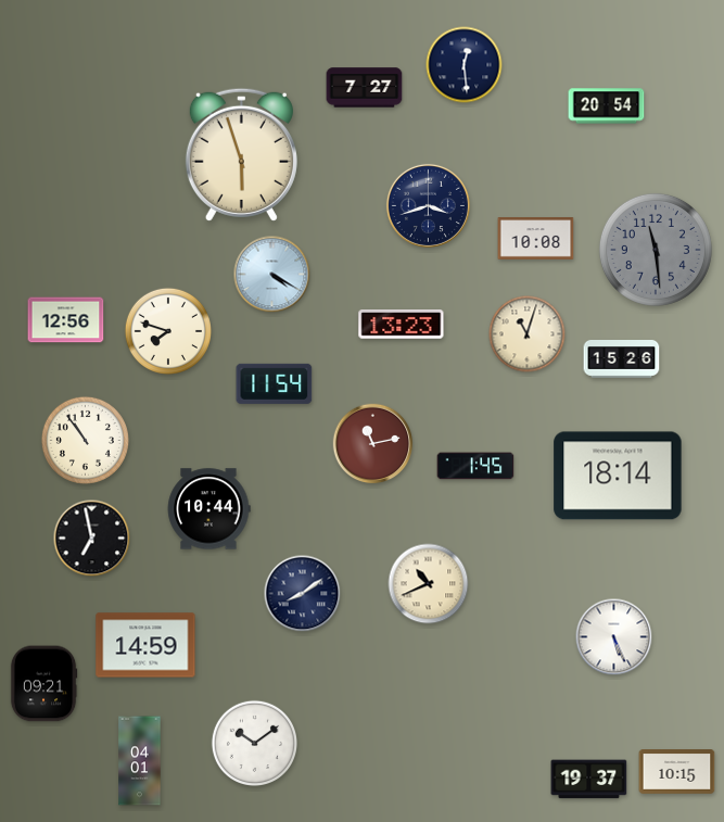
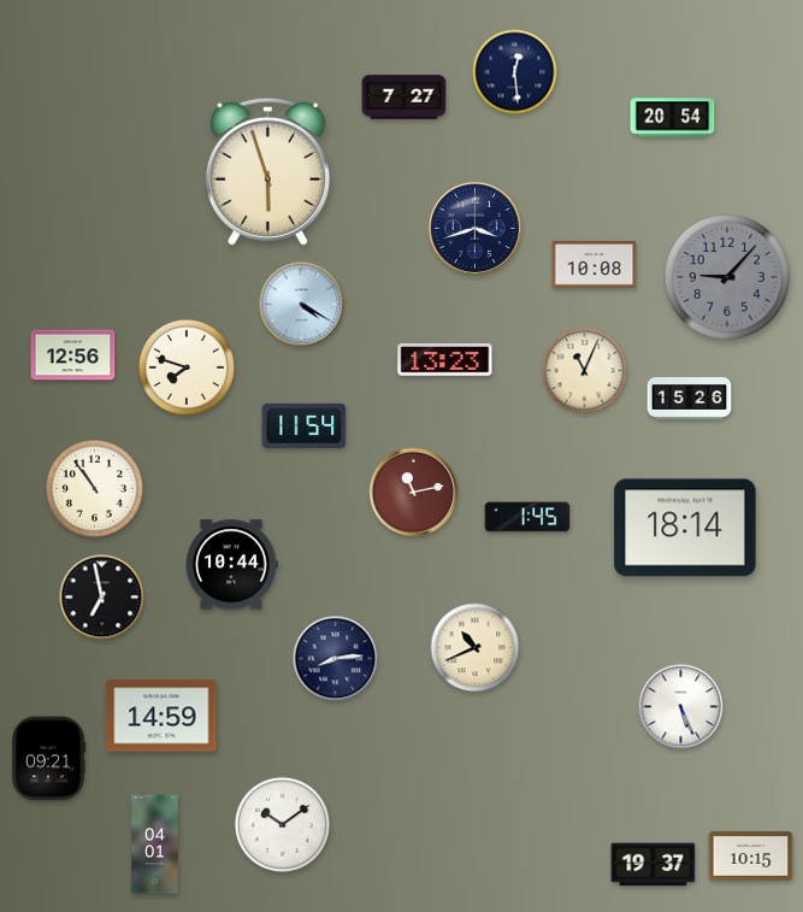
clock at (656, 250): 11:29 -> 9:07
clock at (528, 334): 11:03 -> 11:04
clock at (303, 594): 8:09 -> 8:14
